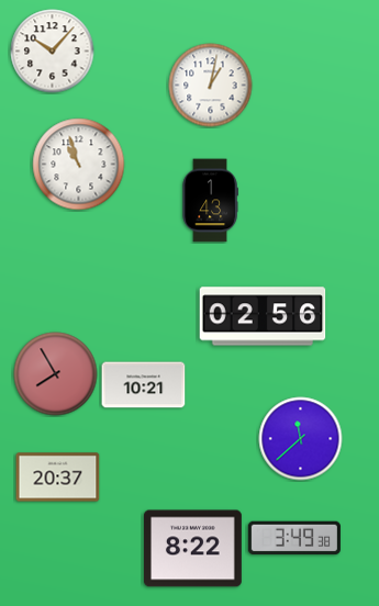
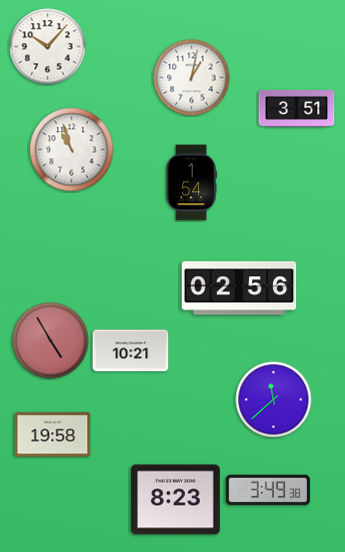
clock at (297, 108): none -> 3:51
clock at (210, 201): 1:43 -> 1:54
clock at (56, 374): 7:55 -> 4:55
clock at (58, 478): 20:37 -> 19:58
clock at (192, 549): 8:22 -> 8:23
